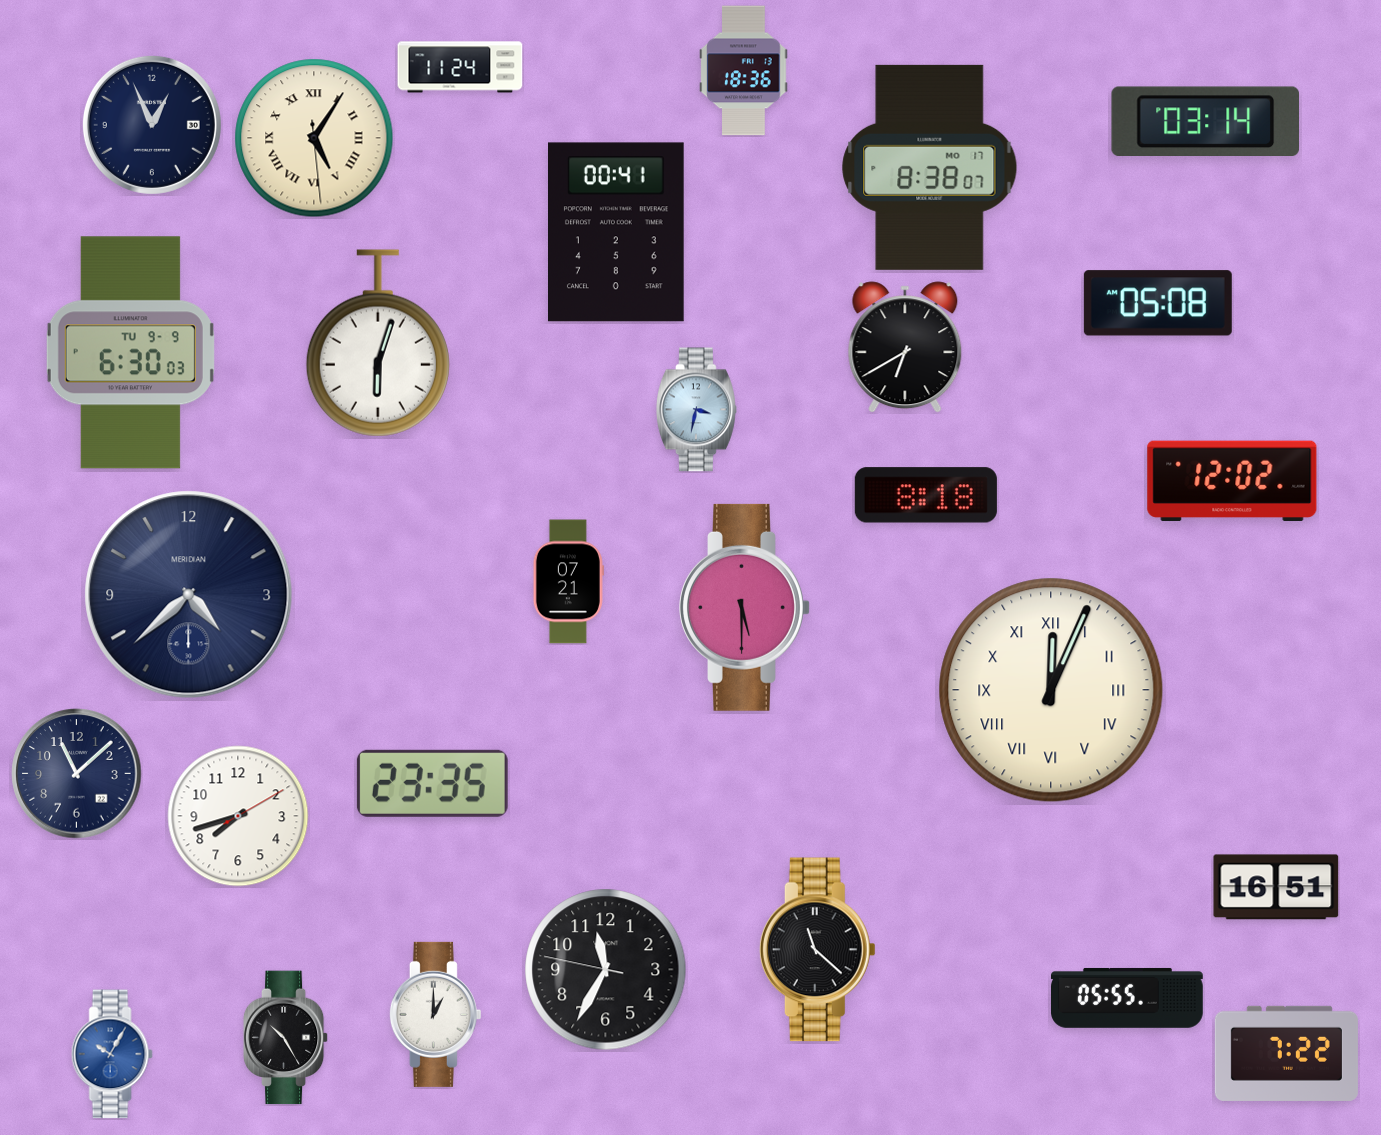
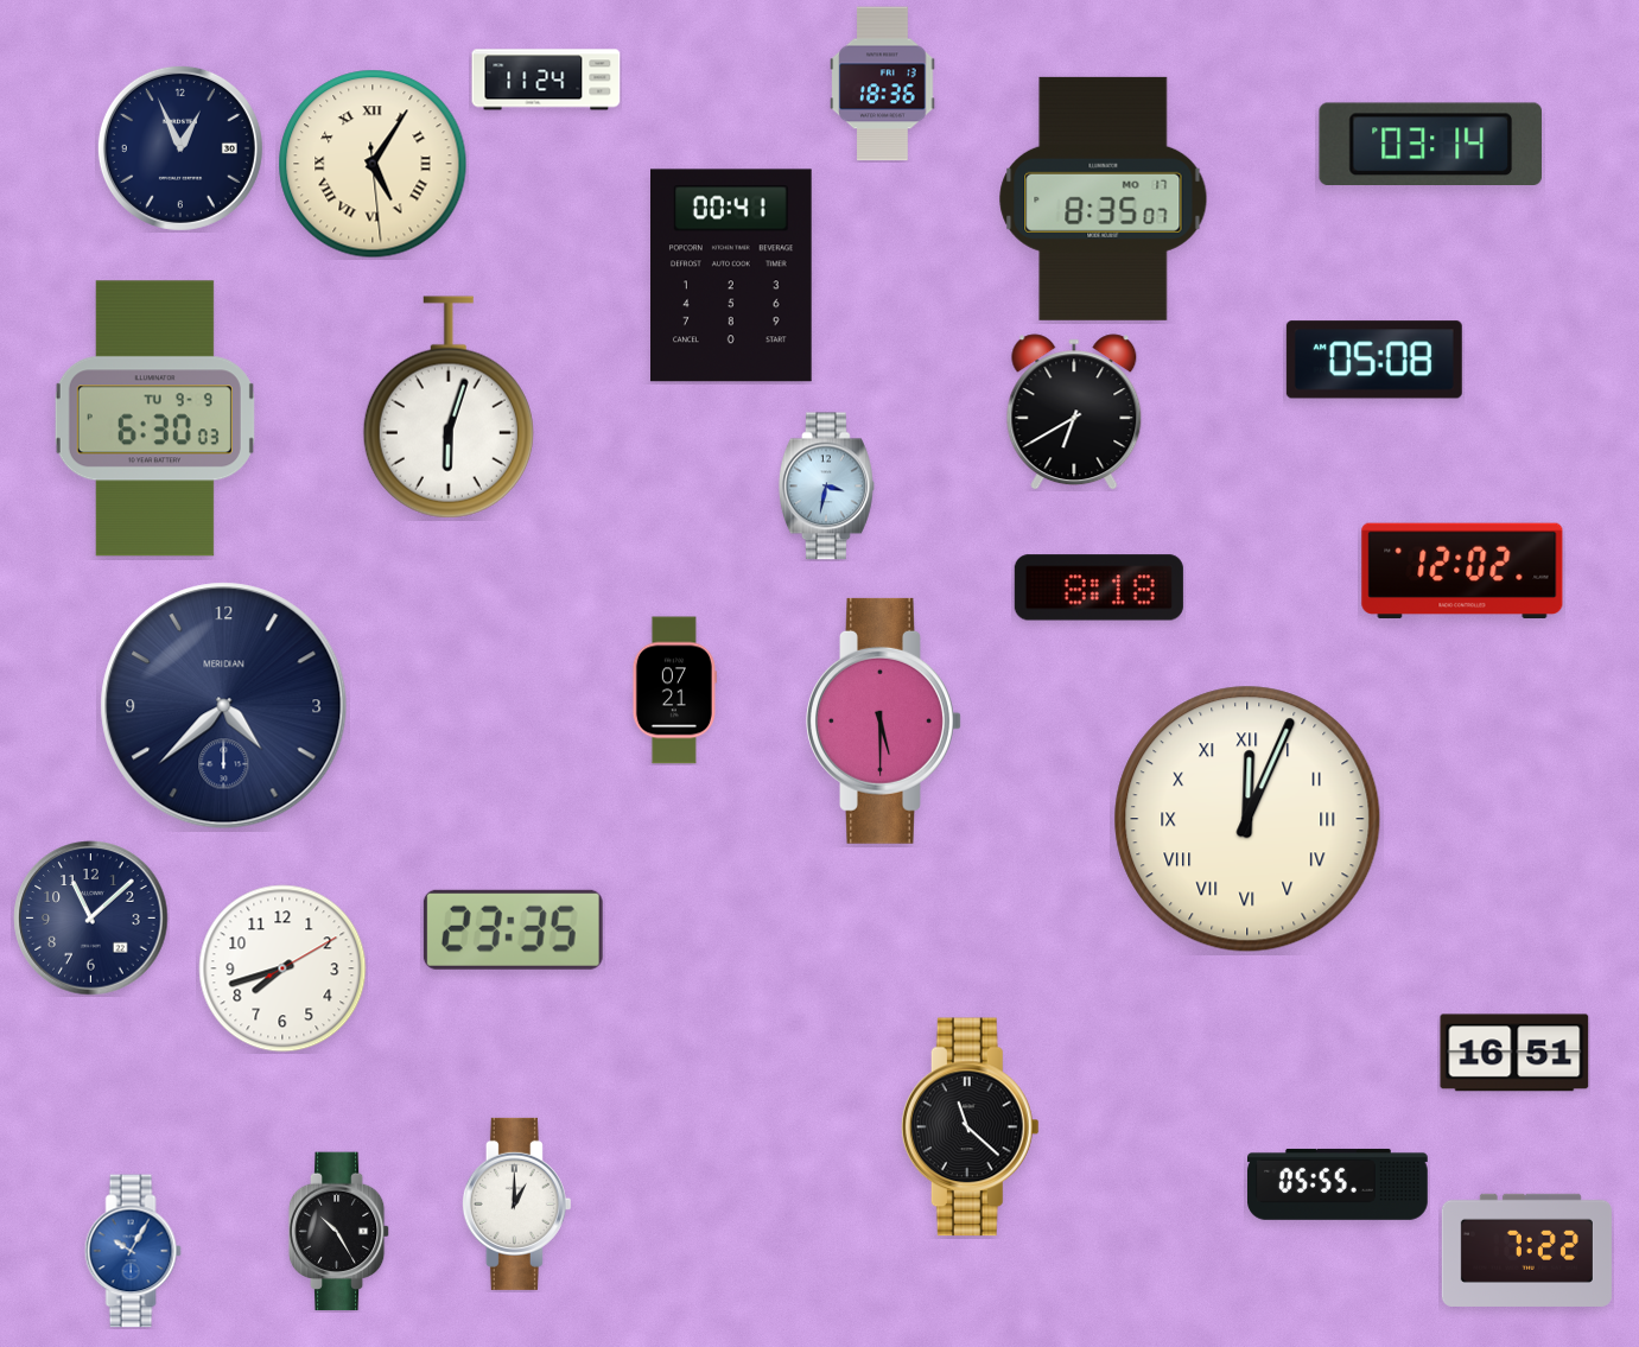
clock at (930, 167): 8:38 -> 8:35
clock at (606, 970): 11:34 -> none
